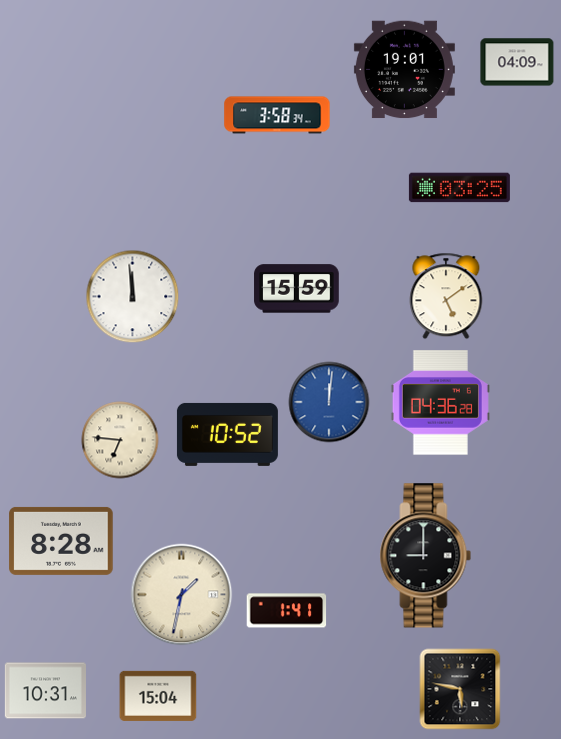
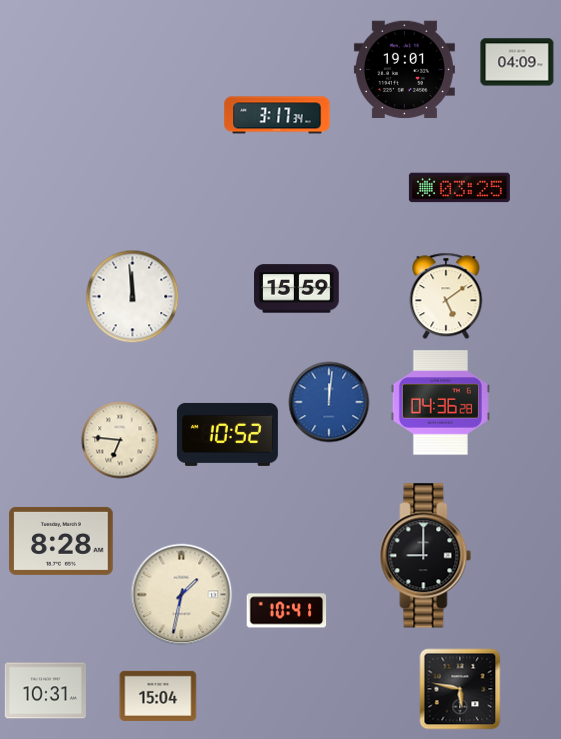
clock at (277, 115): 3:58 -> 3:17
clock at (287, 611): 1:41 -> 10:41
